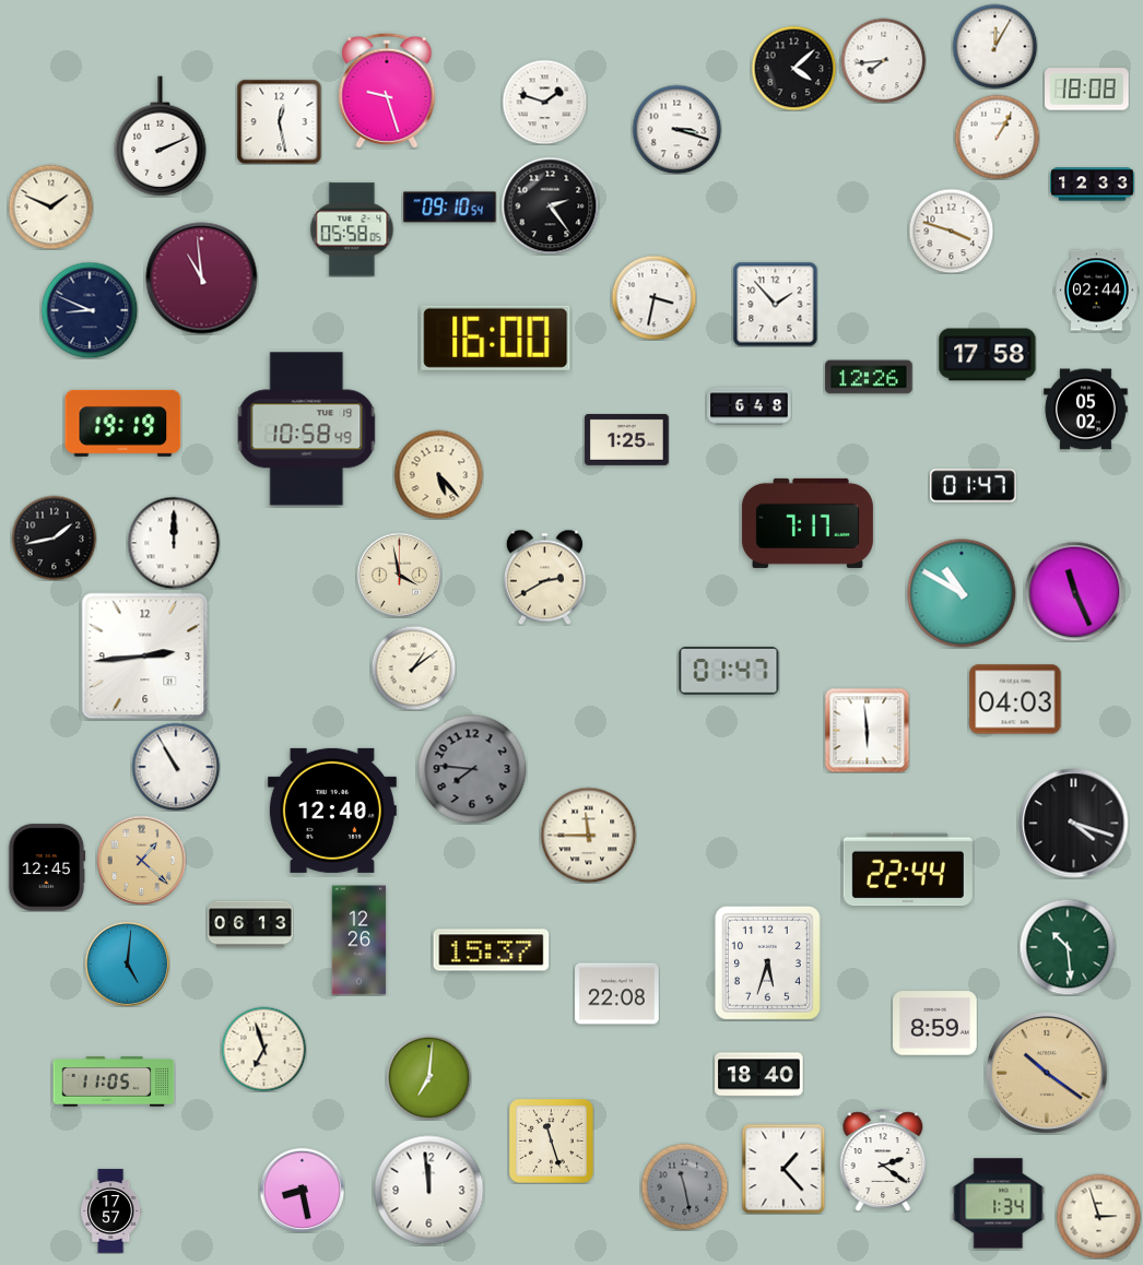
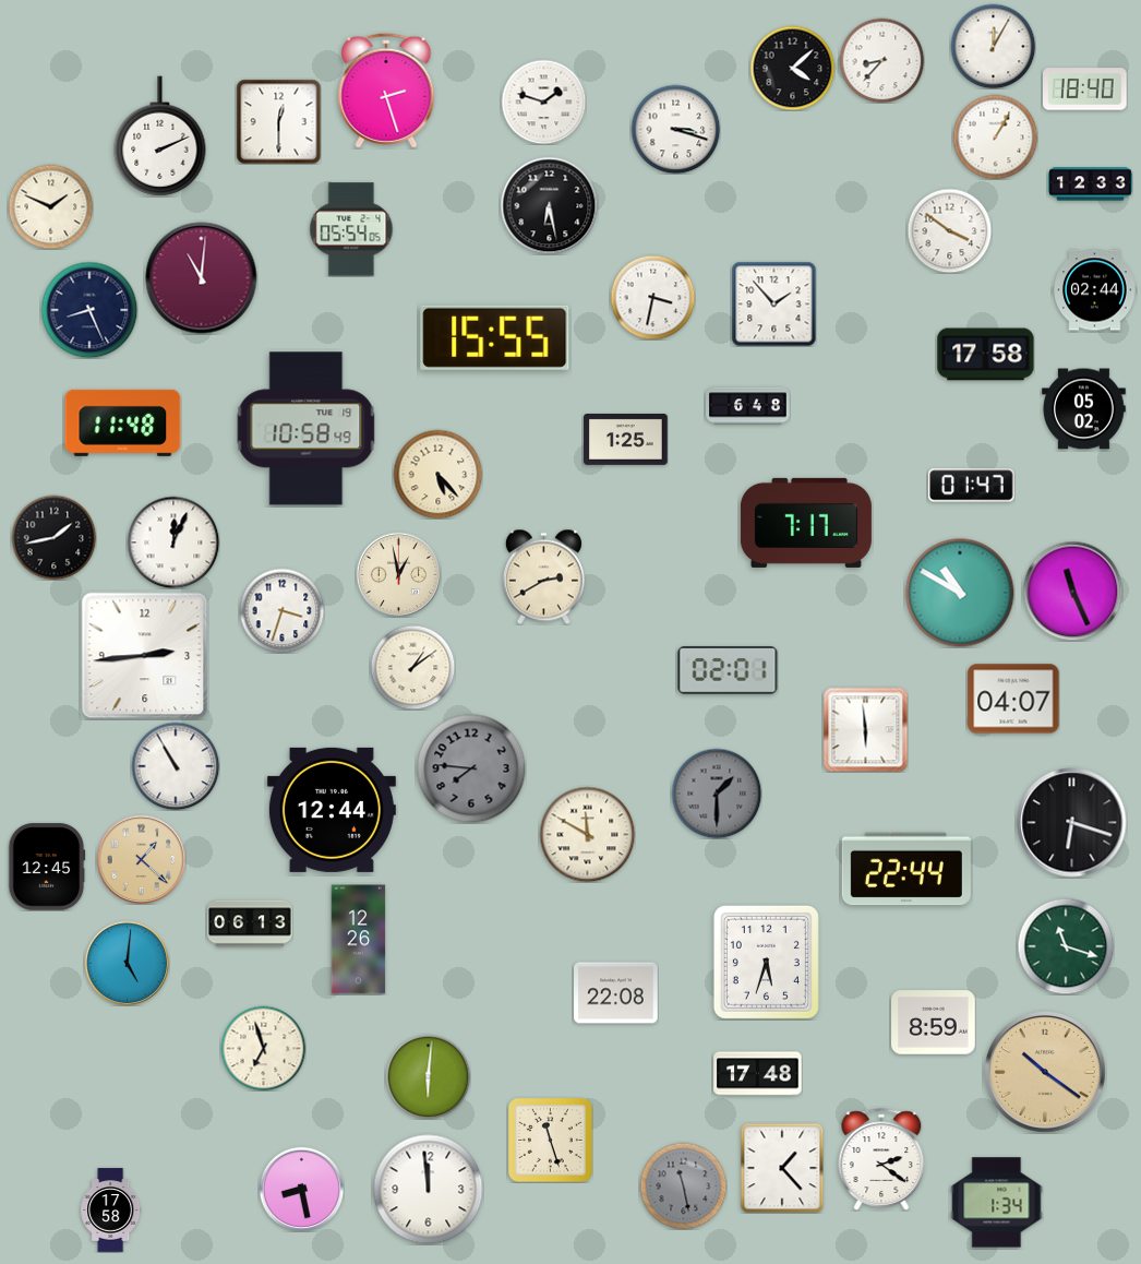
clock at (883, 60): 7:44 -> 8:37
clock at (1087, 90): 18:08 -> 18:40
clock at (387, 91): 9:27 -> 2:27
clock at (279, 121): 12:28 -> 12:30
clock at (550, 205): 2:24 -> 6:28
clock at (450, 208): 09:10 -> none
clock at (352, 229): 05:58 -> 05:54
clock at (951, 230): 3:48 -> 3:51
clock at (202, 279): 10:59 -> 11:01
clock at (90, 310): 8:49 -> 8:26
clock at (496, 338): 16:00 -> 15:55
clock at (869, 377): 12:26 -> none
clock at (123, 423): 19:19 -> 11:48
clock at (174, 543): 12:00 -> 12:04
clock at (399, 575): 3:58 -> 12:58
clock at (281, 610): none -> 3:33
clock at (729, 671): 01:47 -> 02:01
clock at (1015, 699): 04:03 -> 04:07
clock at (717, 794): none -> 1:30
clock at (332, 811): 12:40 -> 12:44
clock at (1074, 824): 4:18 -> 6:18
clock at (588, 835): 11:45 -> 11:50
clock at (1068, 947): 10:29 -> 11:18
clock at (492, 950): 15:37 -> none
clock at (759, 1075): 18:40 -> 17:48
clock at (428, 1077): 7:01 -> 6:01
clock at (114, 1081): 11:05 -> none
clock at (111, 1211): 17:57 -> 17:58
clock at (1098, 1216): 2:57 -> none
